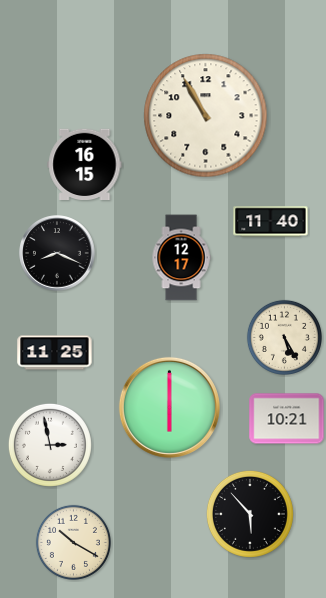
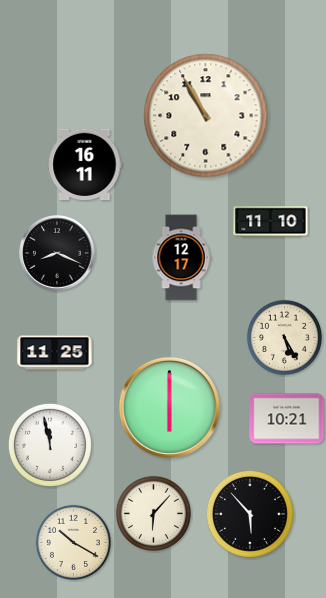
clock at (85, 164): 16:15 -> 16:11
clock at (271, 222): 11:40 -> 11:10
clock at (50, 445): 2:58 -> 11:58
clock at (153, 513): none -> 6:07
